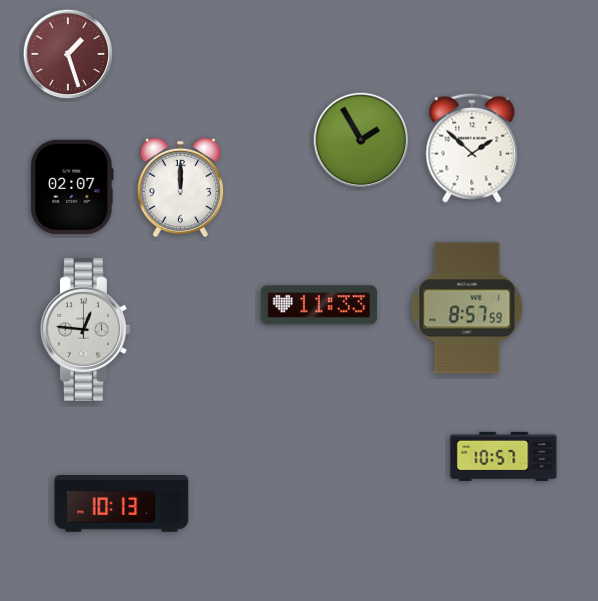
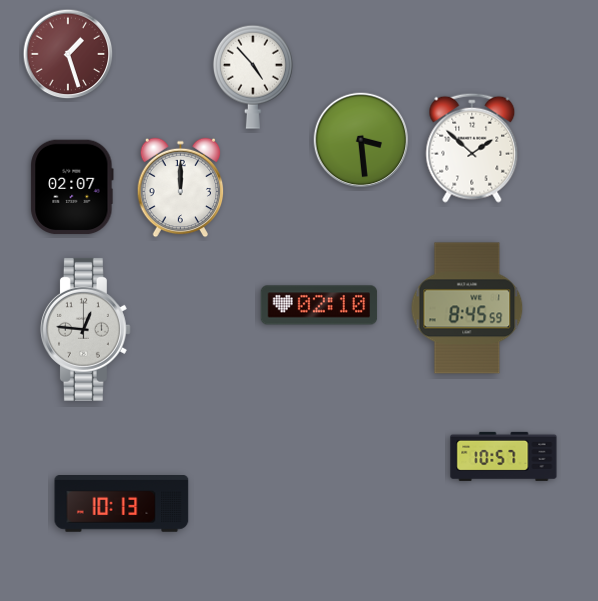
clock at (253, 77): none -> 4:53
clock at (361, 140): 1:55 -> 3:29
clock at (319, 305): 11:33 -> 02:10
clock at (467, 308): 8:57 -> 8:45
